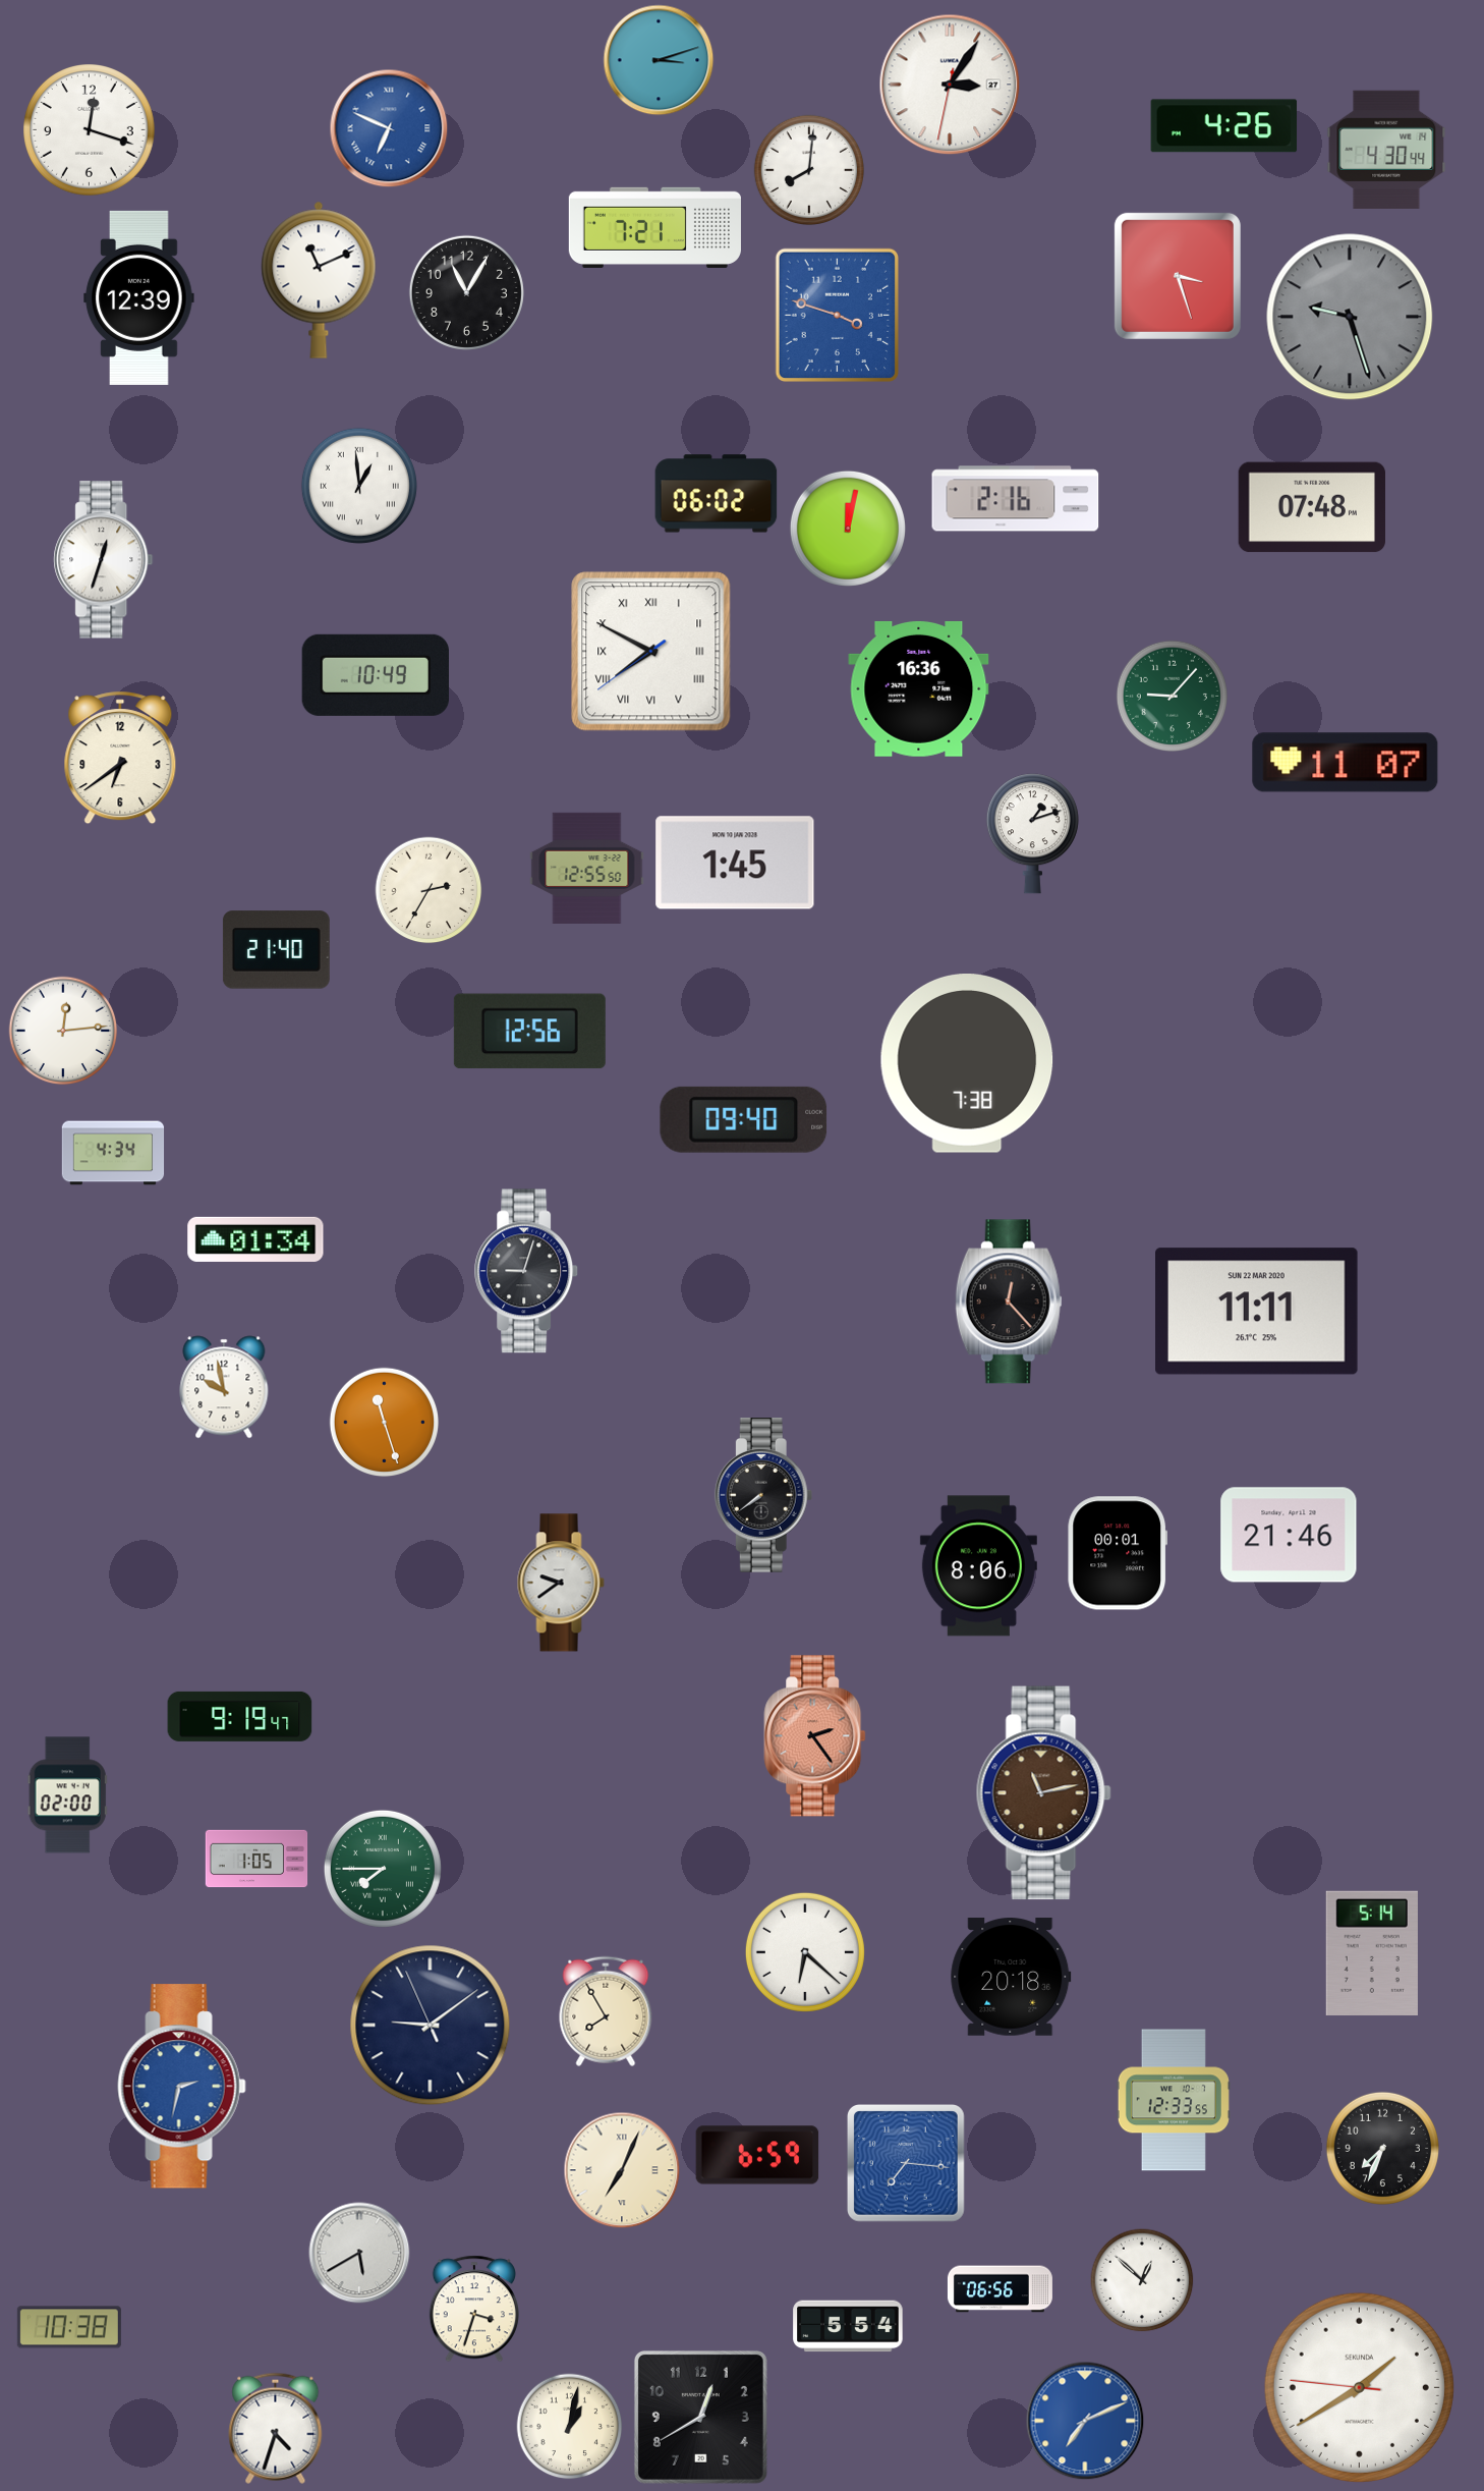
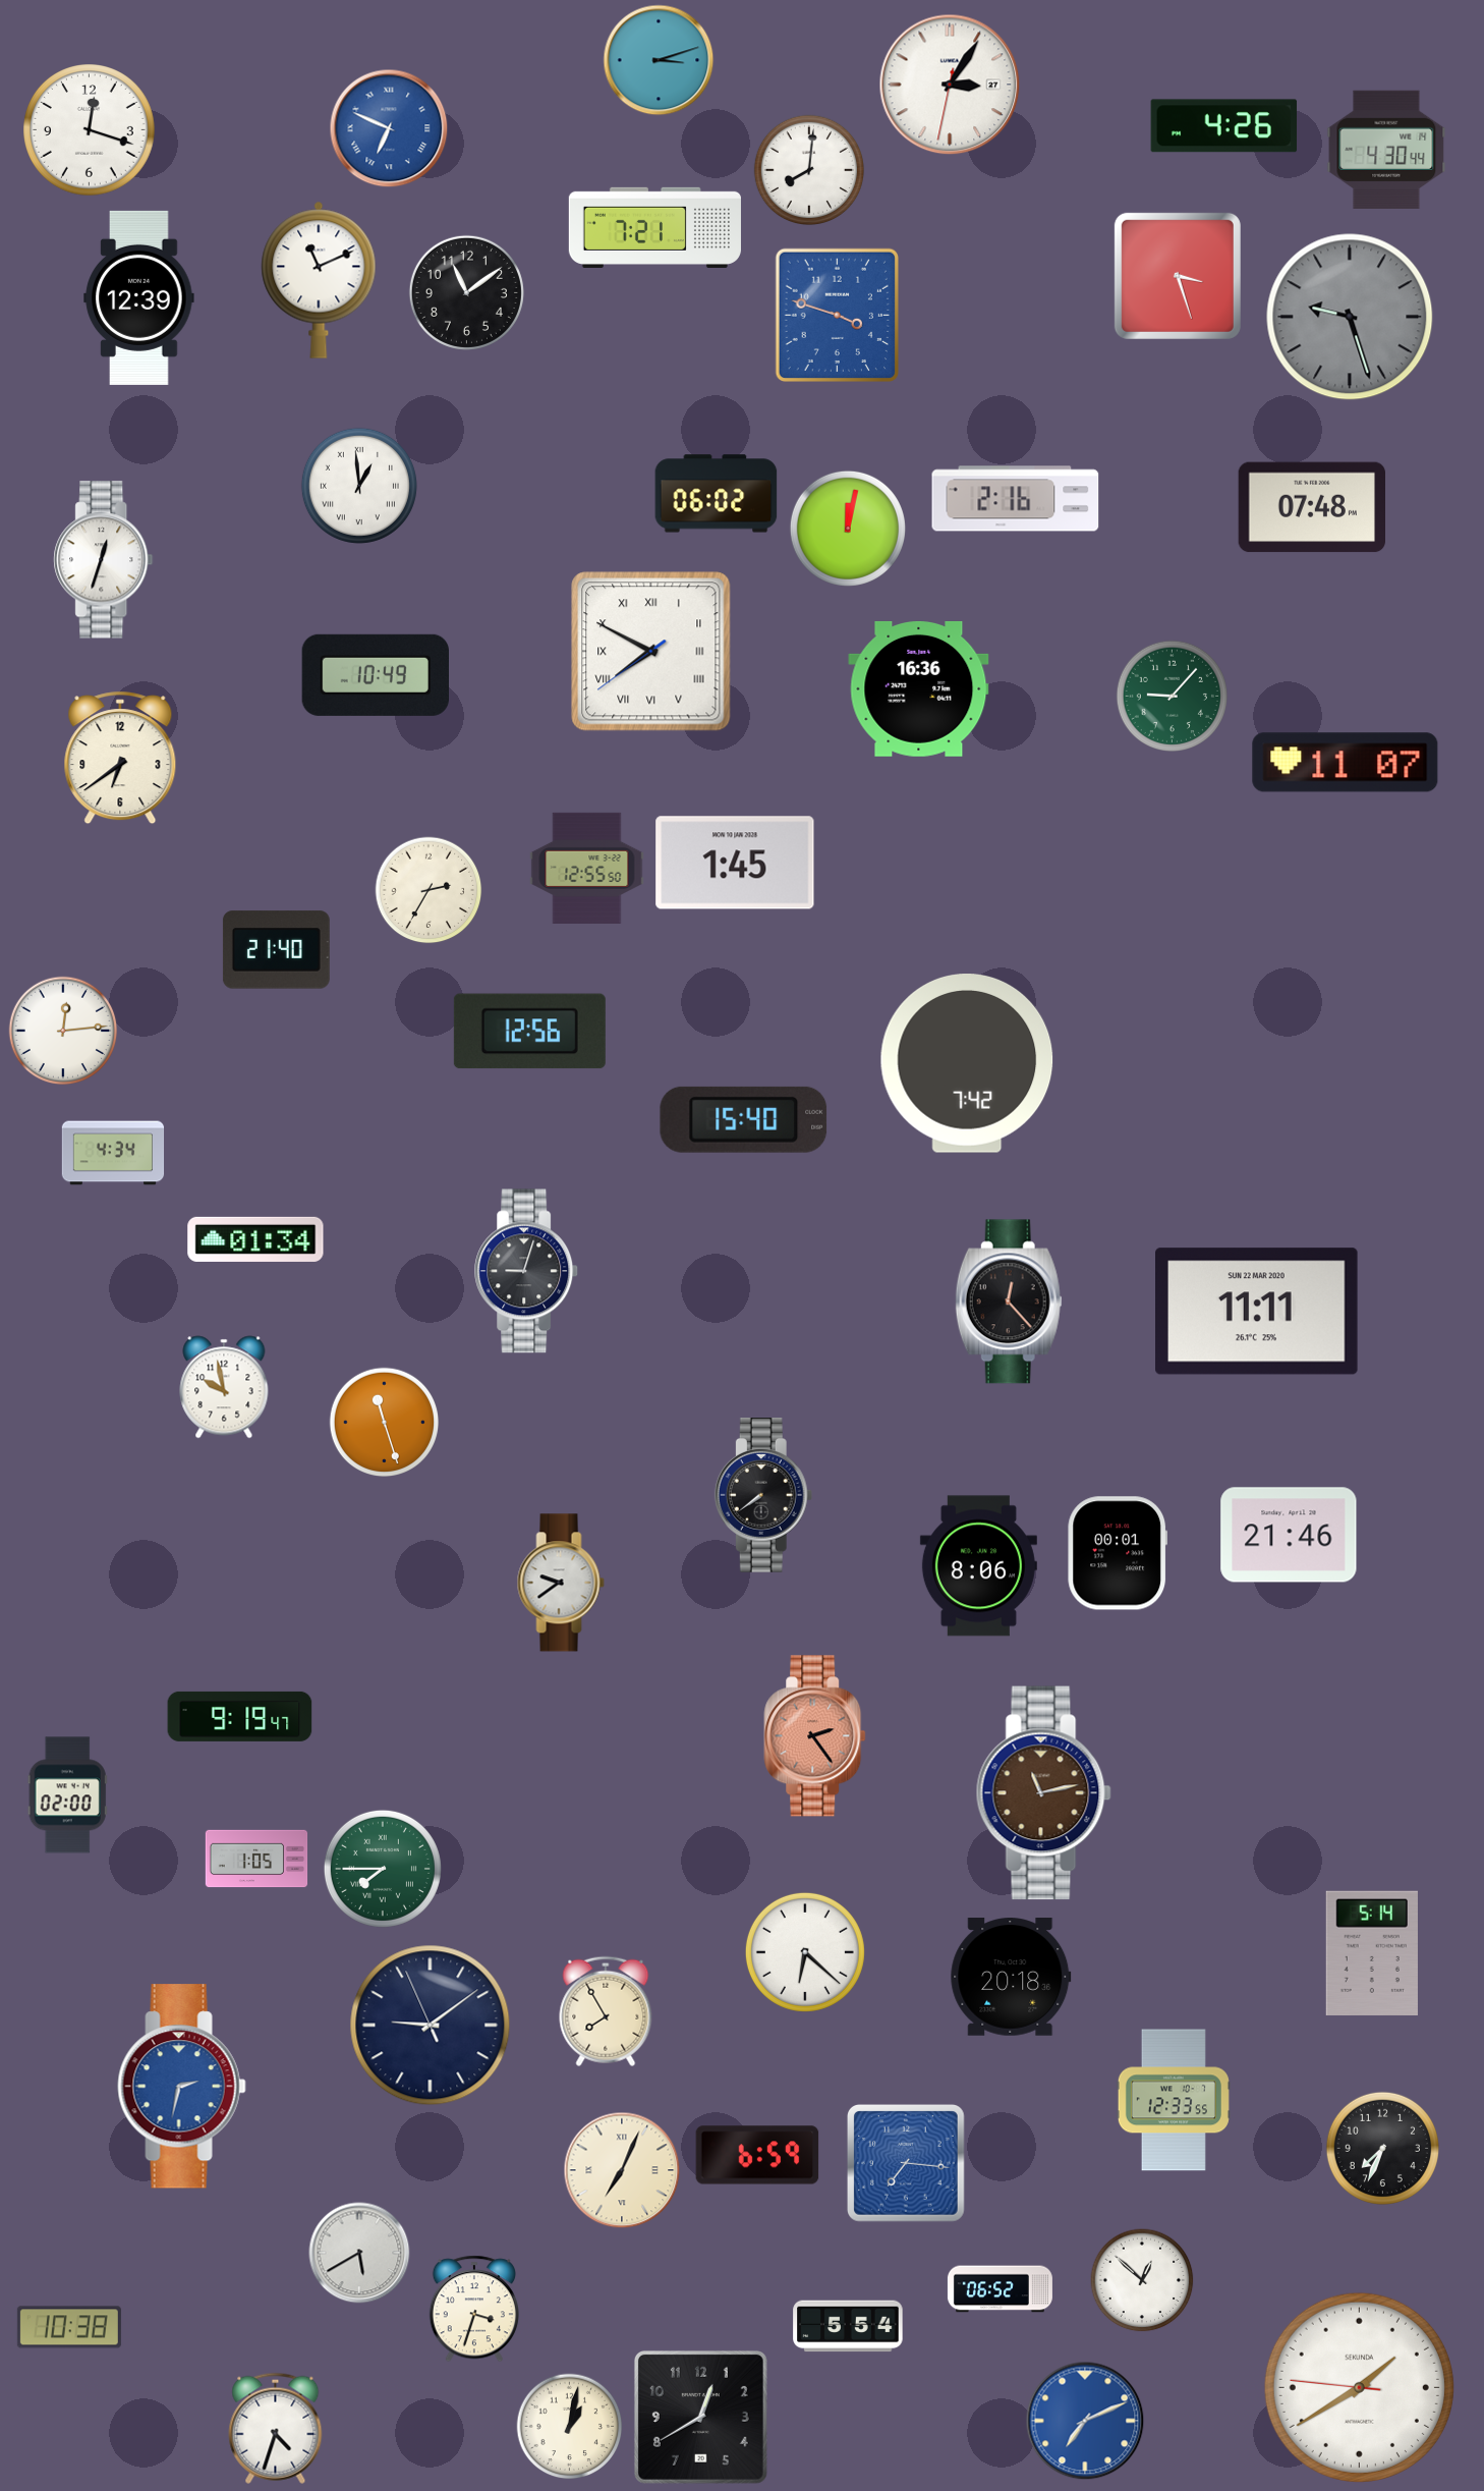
clock at (466, 292): 11:05 -> 11:09
clock at (1032, 834): 1:12 -> none
clock at (967, 1064): 7:38 -> 7:42
clock at (744, 1119): 09:40 -> 15:40
clock at (1000, 2289): 06:56 -> 06:52
